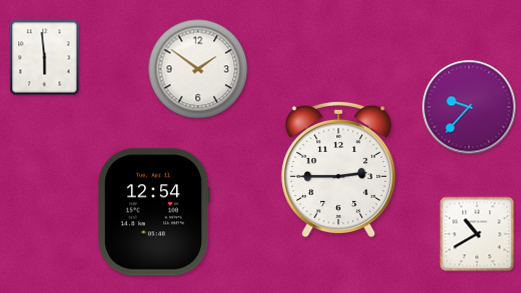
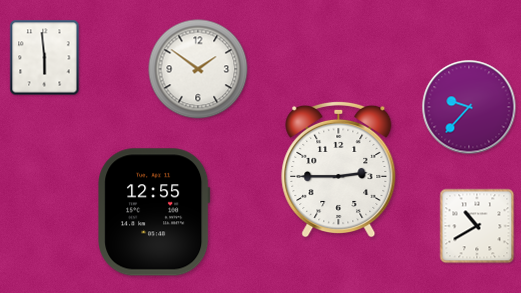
clock at (154, 212): 12:54 -> 12:55
clock at (477, 234) position: (477, 234) -> (477, 226)
